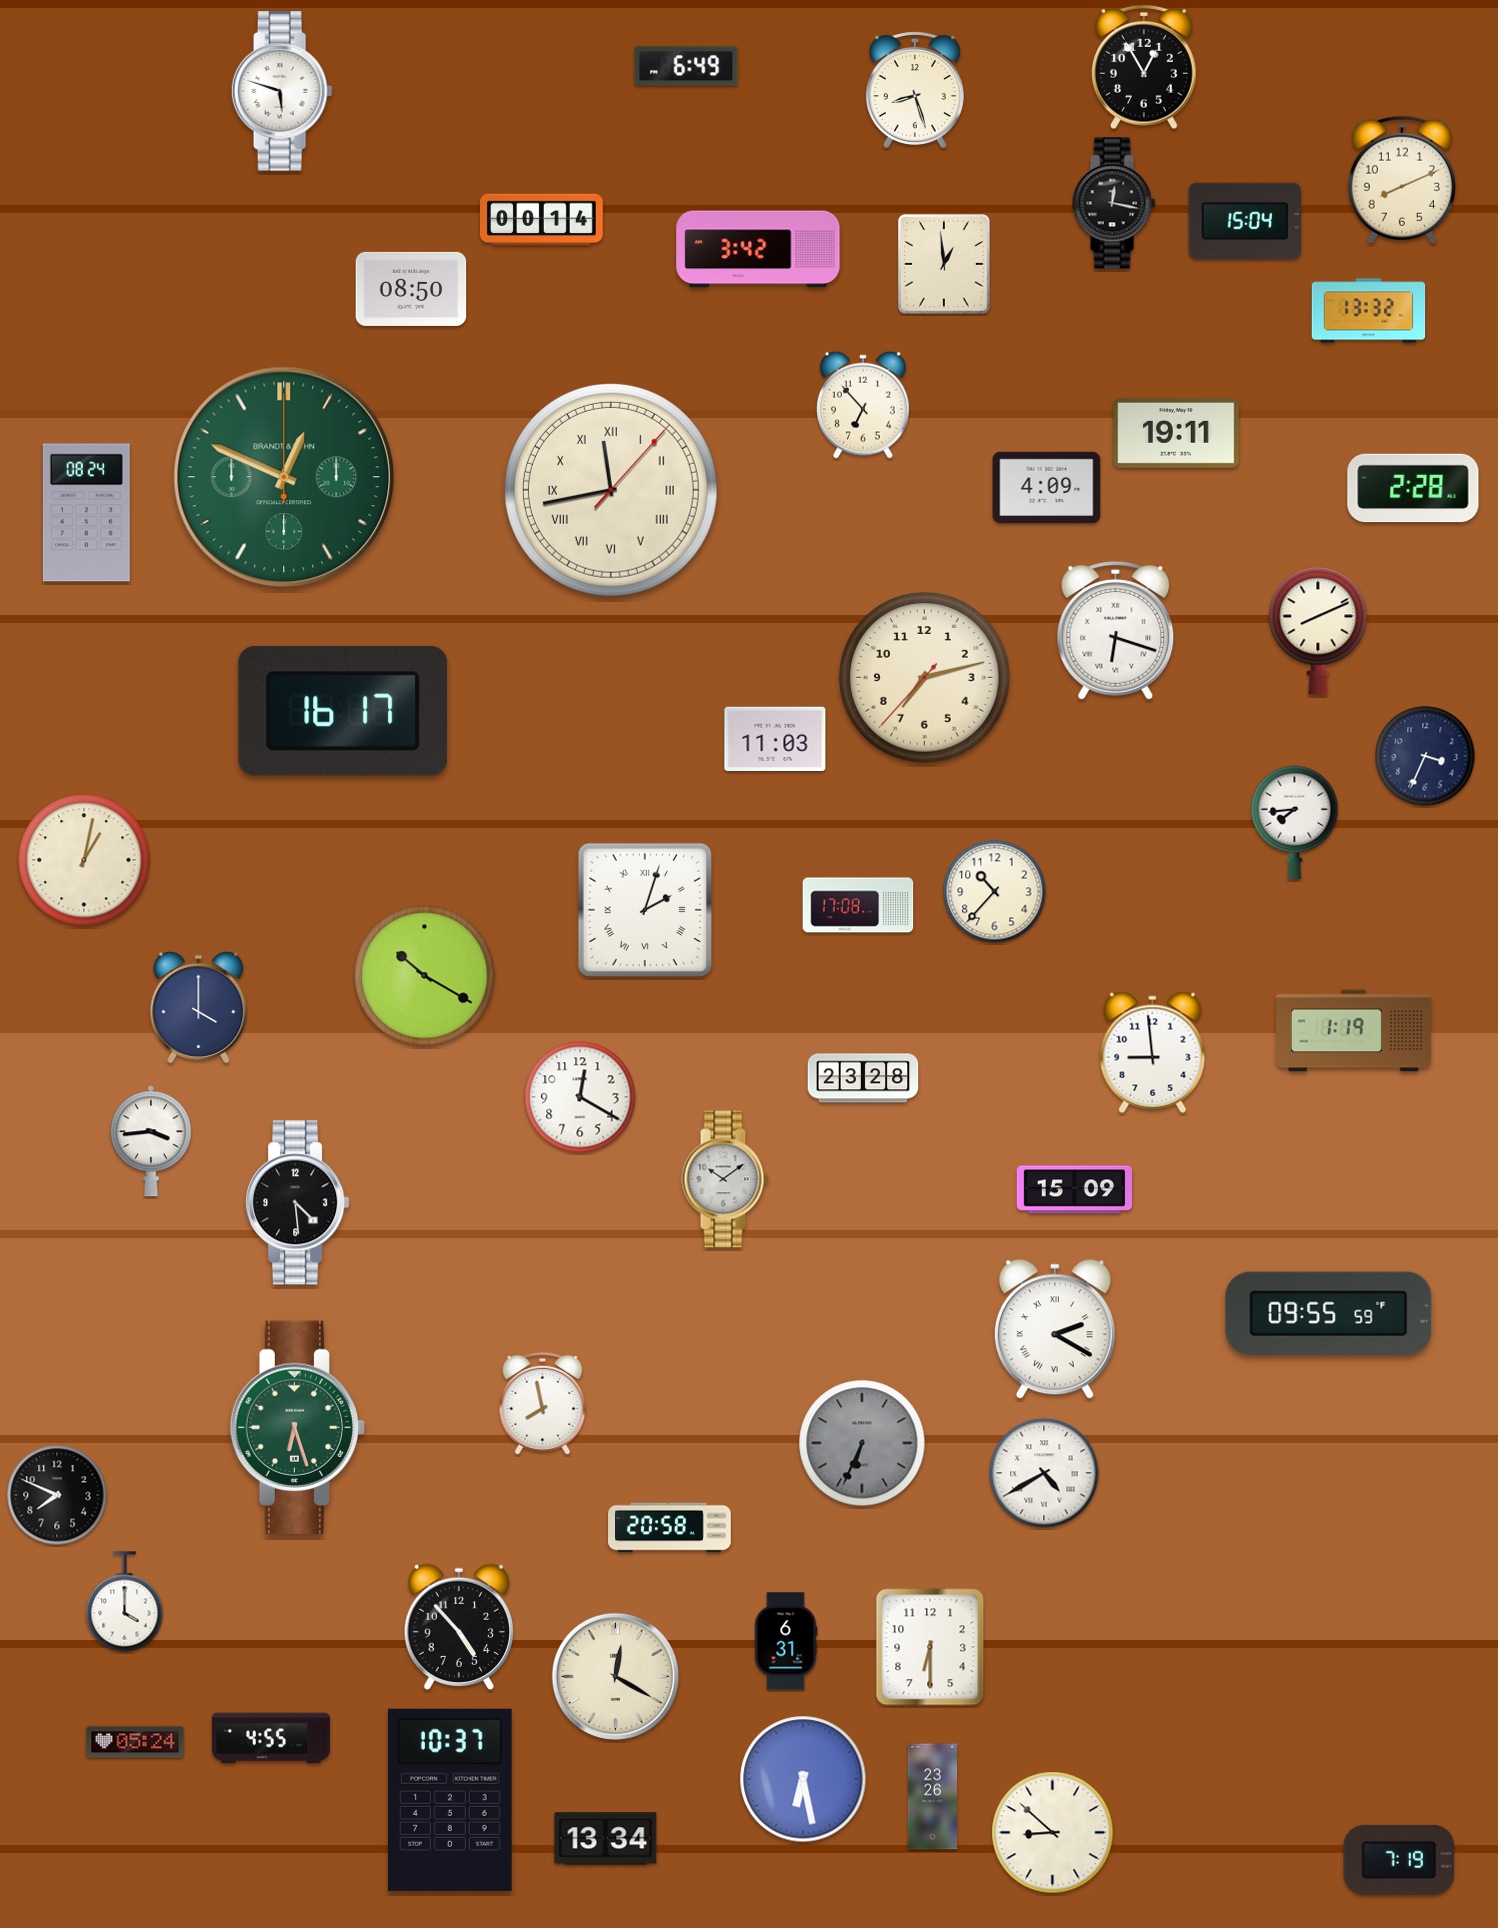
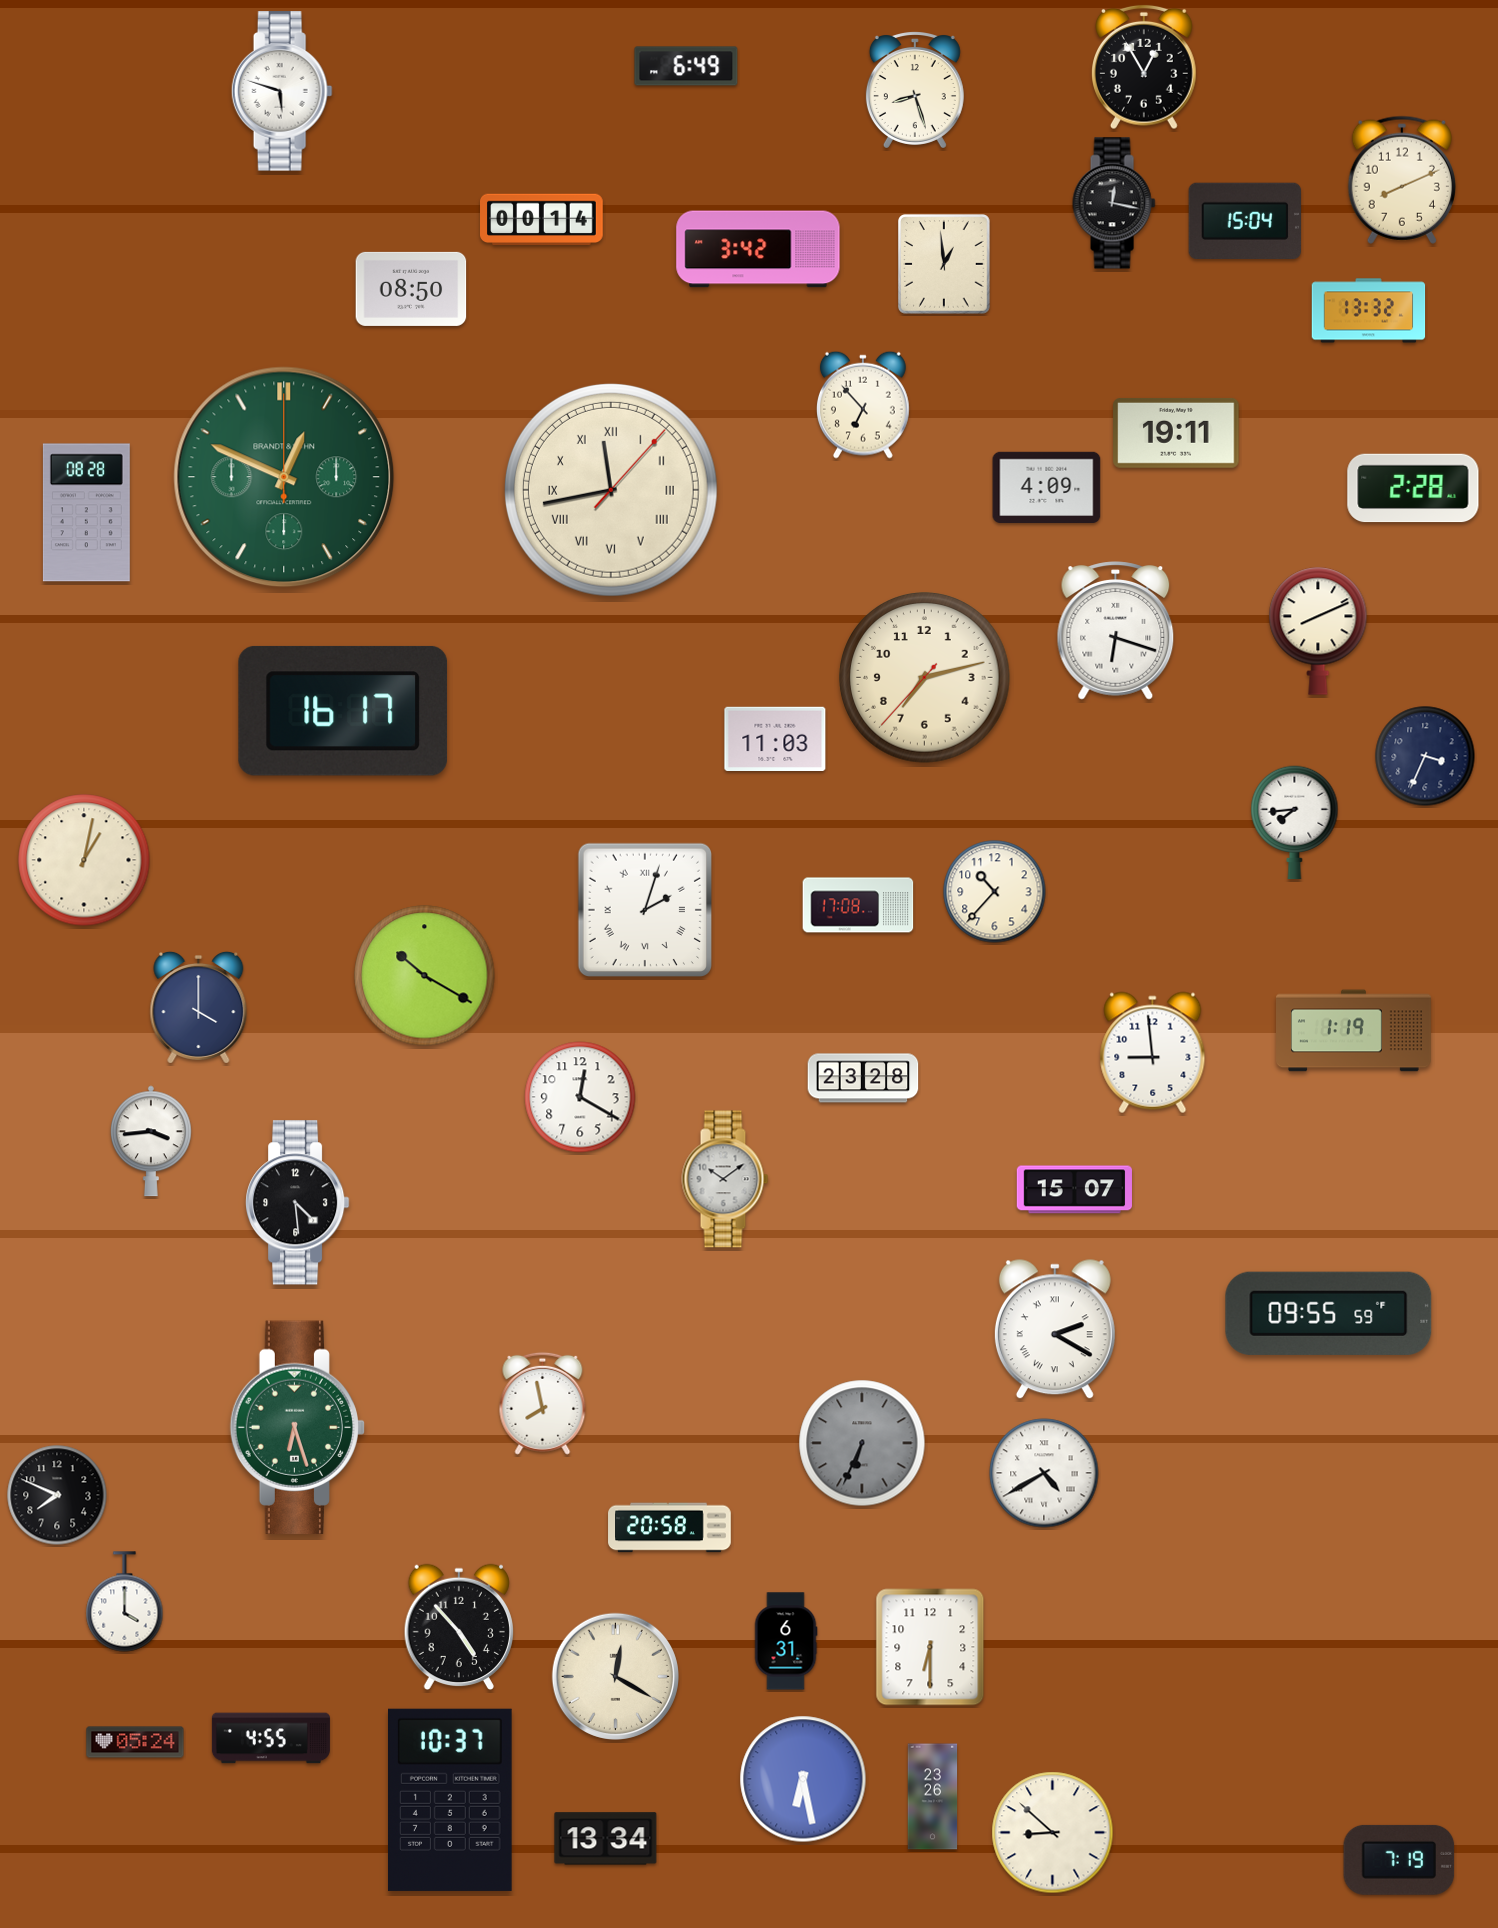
clock at (86, 513): 08:24 -> 08:28
clock at (1074, 1190): 15:09 -> 15:07
